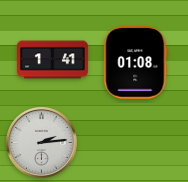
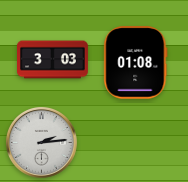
clock at (53, 60): 1:41 -> 3:03
